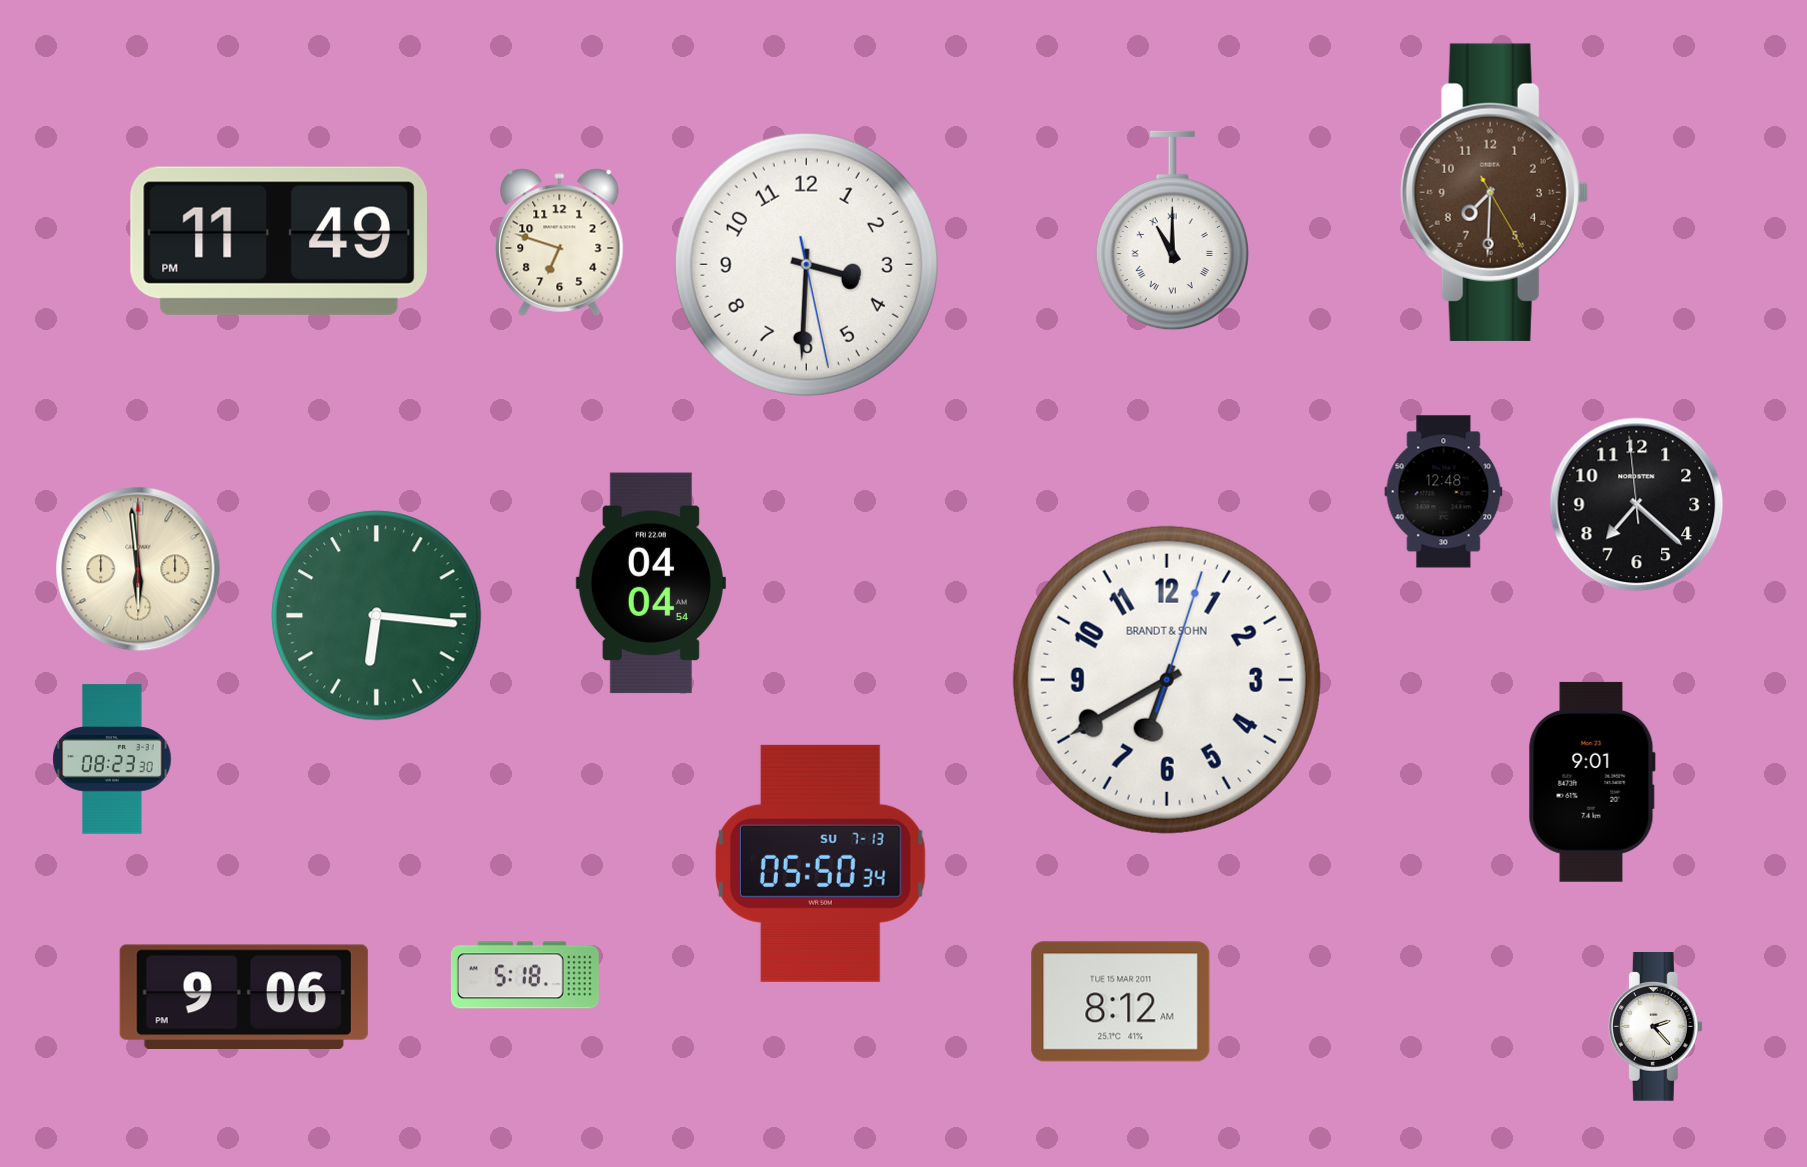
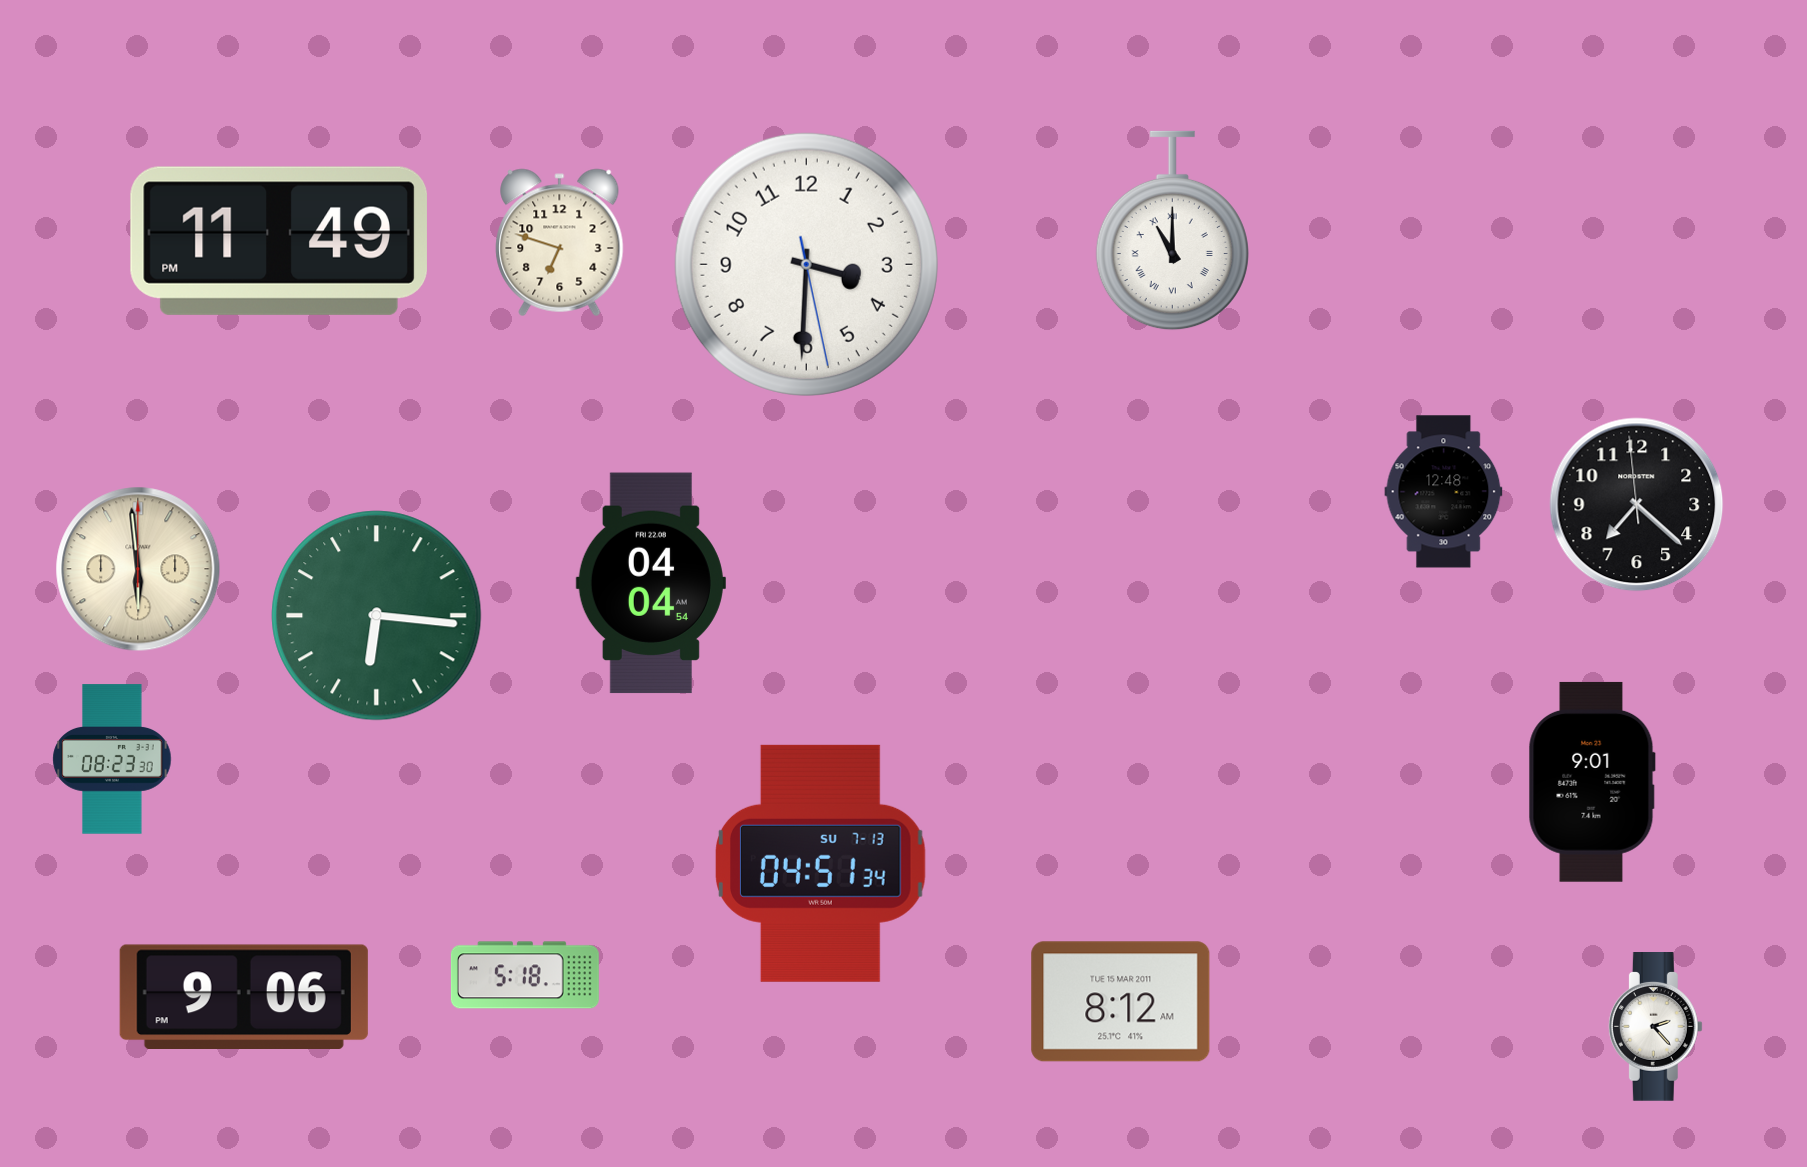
clock at (1494, 192): 7:30 -> none
clock at (1167, 680): 6:40 -> none
clock at (821, 863): 05:50 -> 04:51
